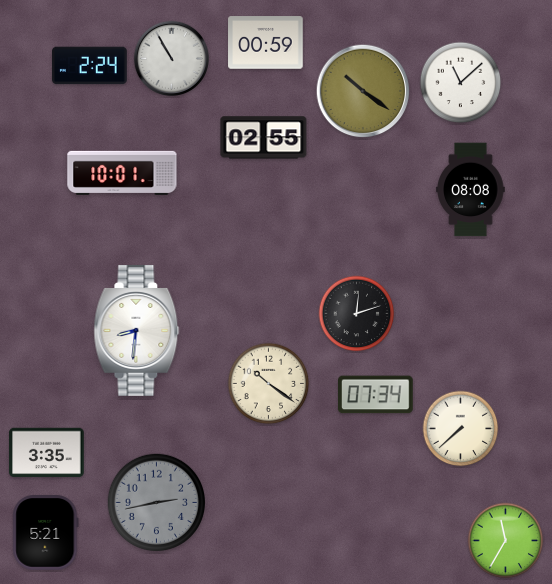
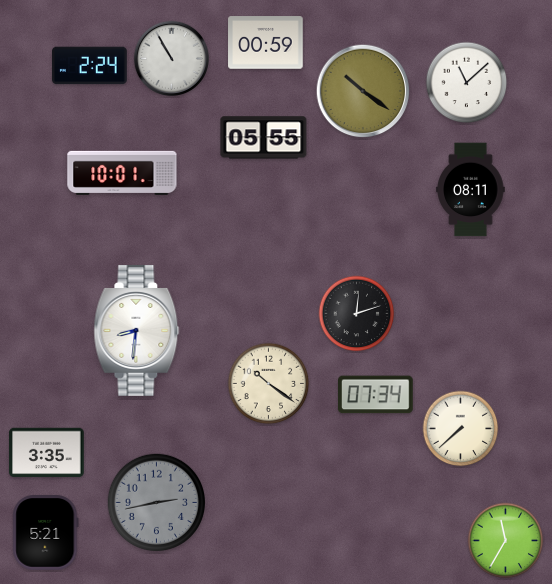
clock at (461, 83) position: (461, 83) -> (467, 83)
clock at (264, 138): 02:55 -> 05:55
clock at (471, 190): 08:08 -> 08:11
